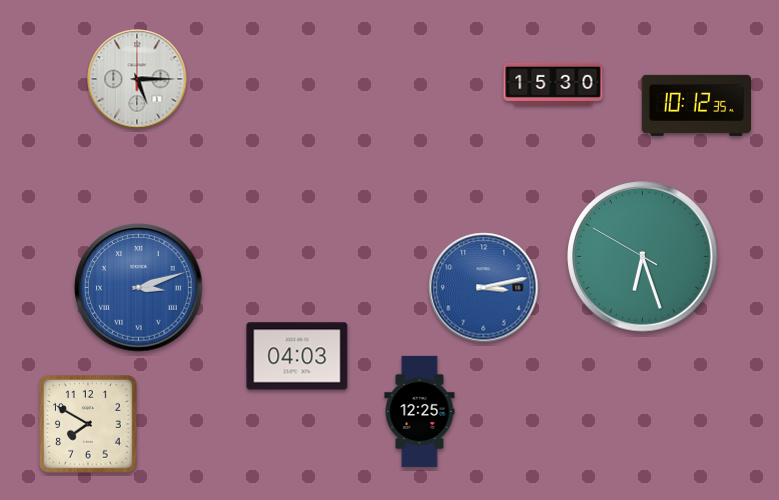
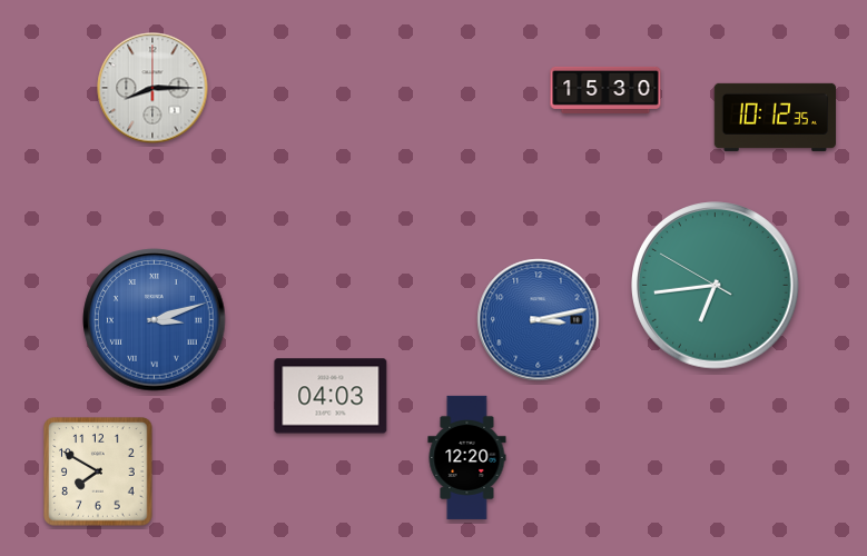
clock at (137, 79): 5:15 -> 8:15
clock at (553, 84) position: (553, 84) -> (605, 90)
clock at (643, 257): 6:26 -> 6:43
clock at (420, 411): 12:25 -> 12:20
